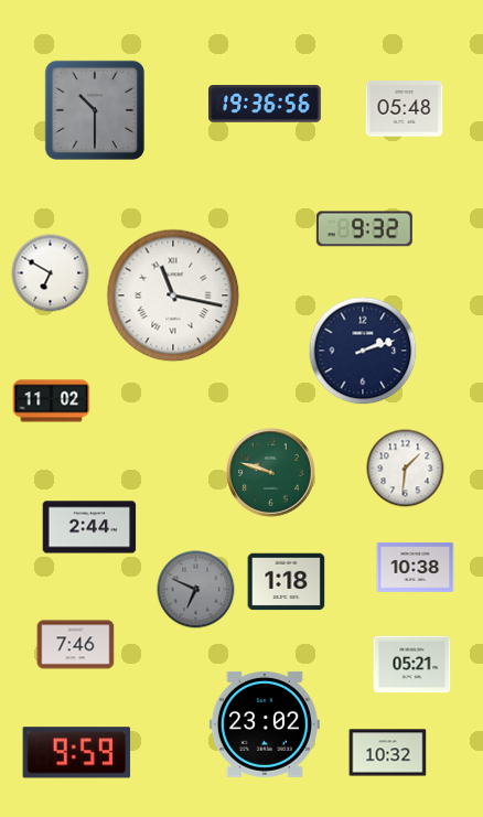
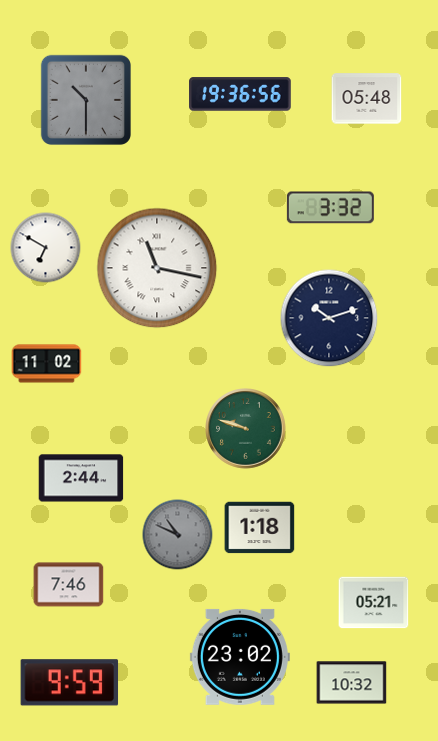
clock at (364, 229): 9:32 -> 3:32
clock at (363, 351): 2:12 -> 10:12
clock at (406, 469): 1:31 -> none
clock at (416, 567): 10:38 -> none
clock at (196, 590): 6:49 -> 10:49
